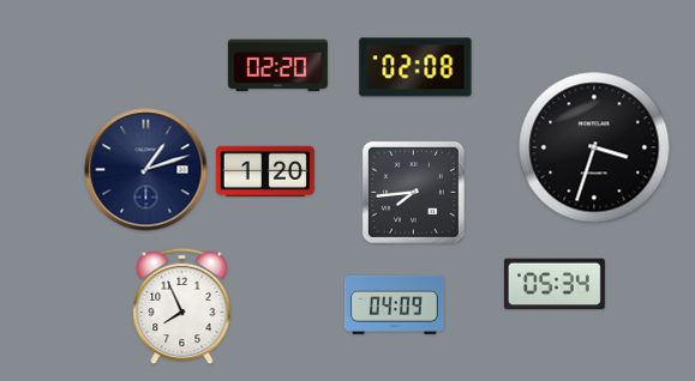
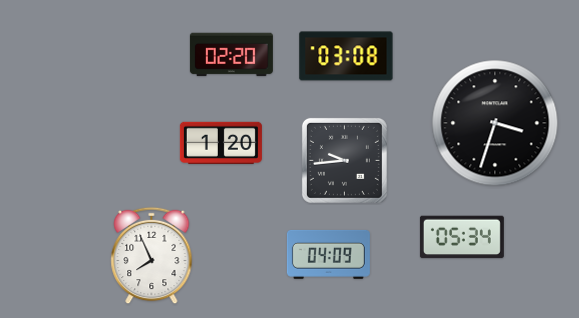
clock at (415, 67): 02:08 -> 03:08
clock at (146, 170): 1:12 -> none
clock at (413, 192): 7:44 -> 9:44
